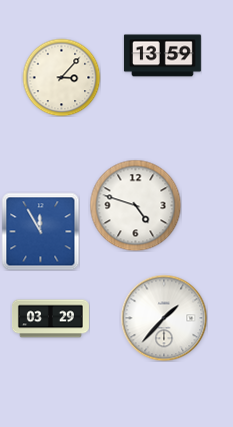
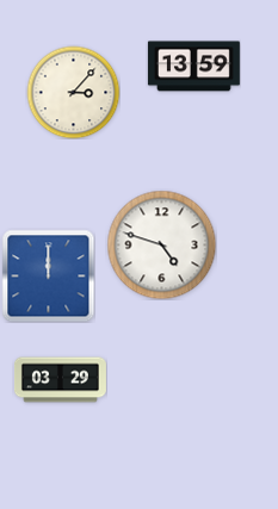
clock at (40, 231): 11:55 -> 12:00
clock at (164, 318): 1:37 -> none
